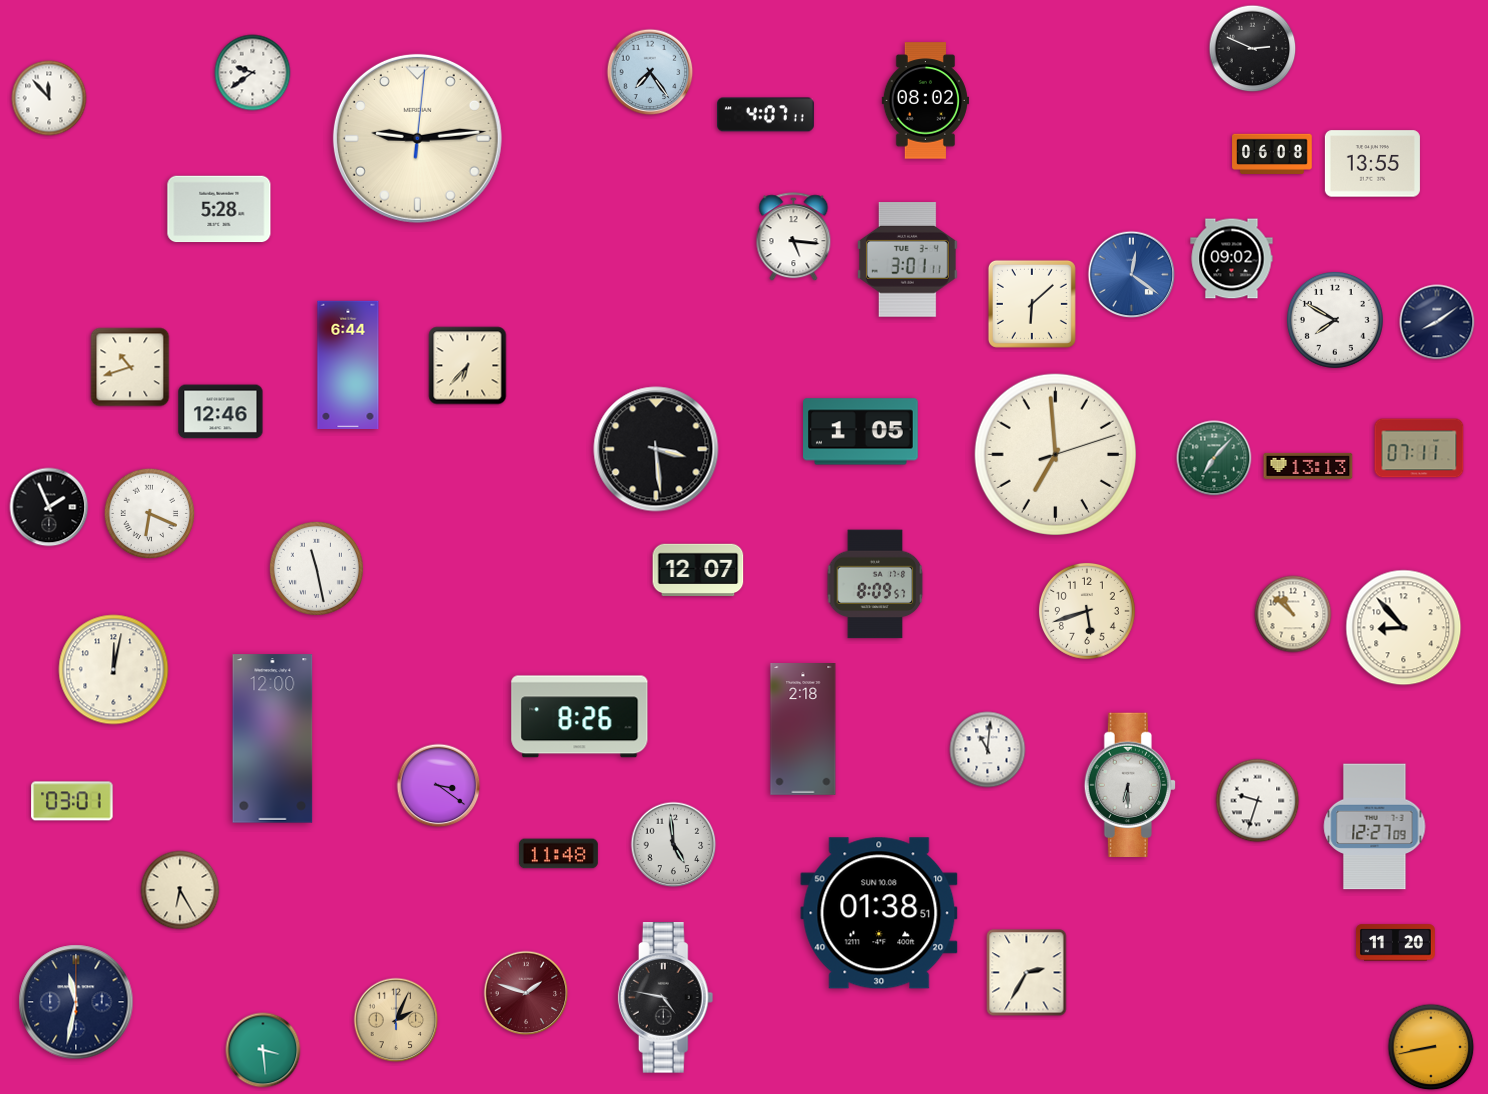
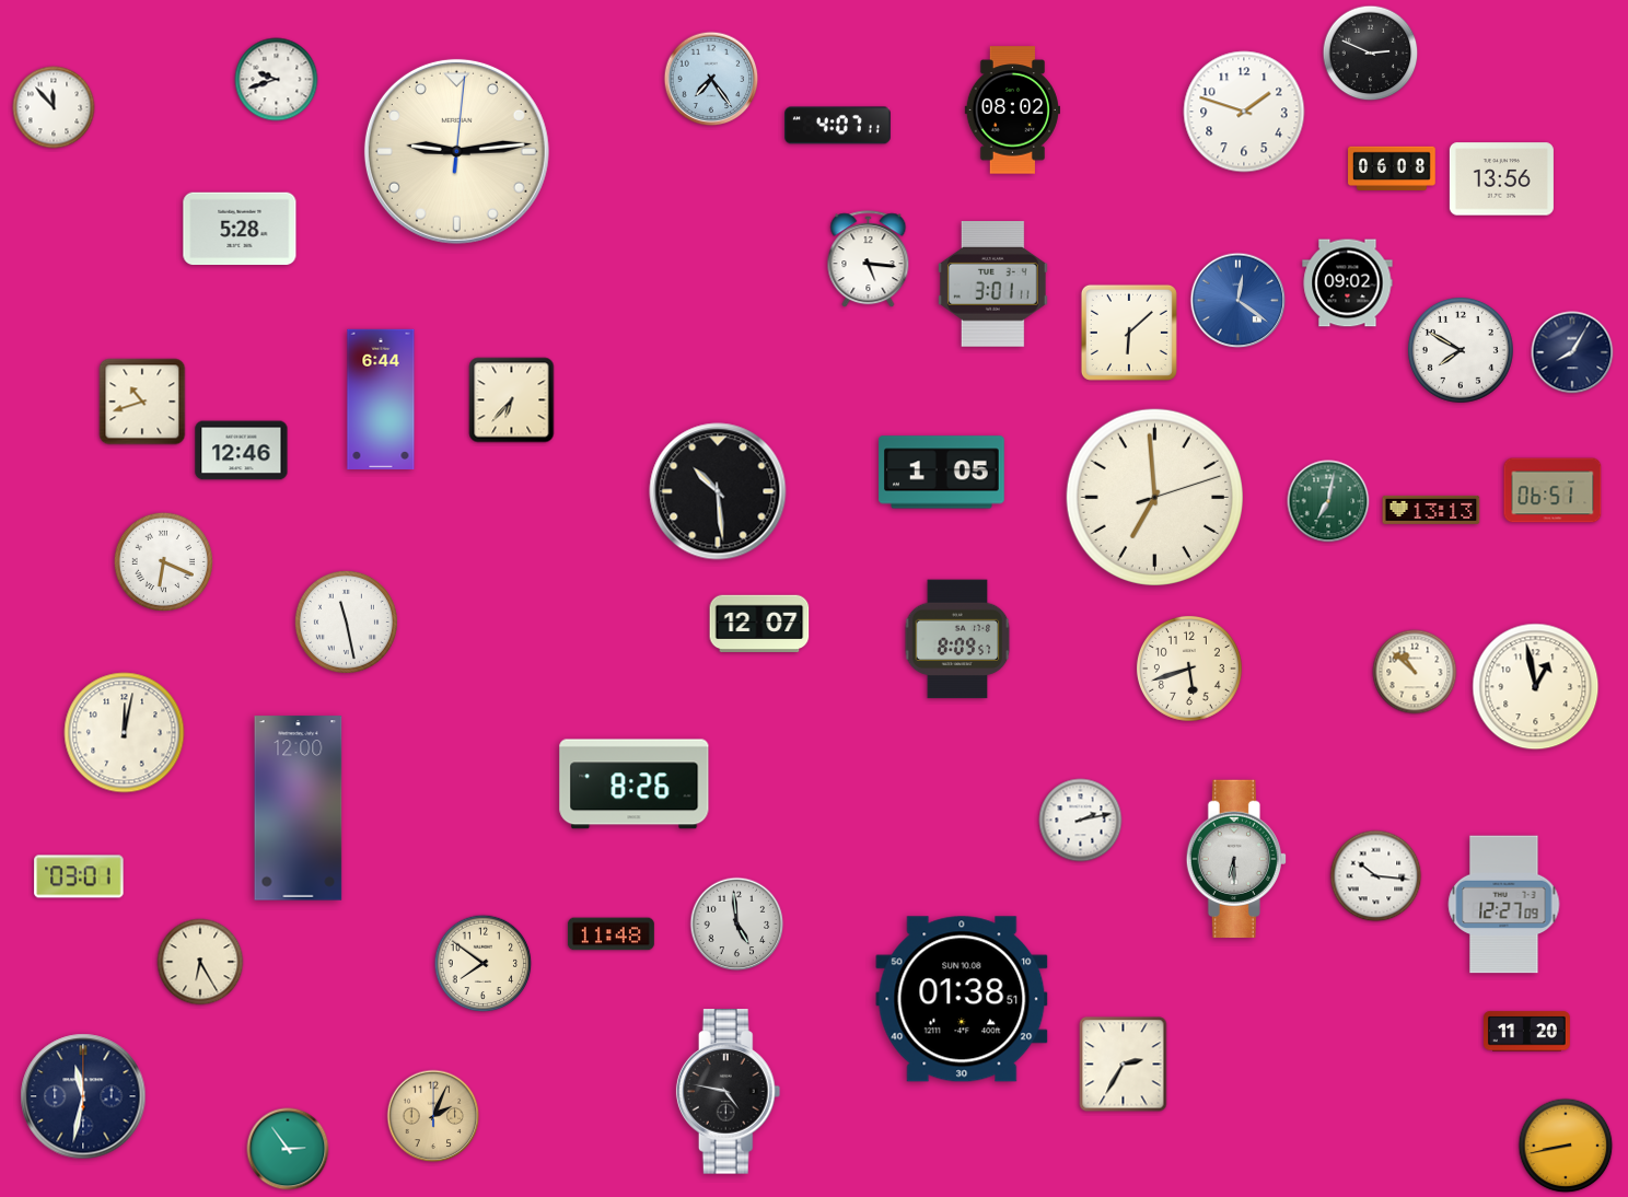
clock at (253, 73): 9:39 -> 9:42
clock at (1244, 112): none -> 1:48
clock at (1372, 164): 13:55 -> 13:56
clock at (1437, 322): 8:09 -> 8:05
clock at (1419, 448): 07:11 -> 06:51
clock at (656, 449): 3:29 -> 10:29
clock at (1214, 458): 7:07 -> 7:02
clock at (49, 507): 1:56 -> none
clock at (698, 570) position: (698, 570) -> (759, 624)
clock at (1404, 628): 8:53 -> 12:58
clock at (803, 730): 2:18 -> none
clock at (988, 750): 11:01 -> 2:13
clock at (439, 786): 3:21 -> none
clock at (1258, 801): 9:33 -> 10:16
clock at (484, 964): none -> 7:51
clock at (180, 890) position: (180, 890) -> (200, 962)
clock at (526, 993): 1:48 -> none
clock at (263, 1050): 3:29 -> 2:54
